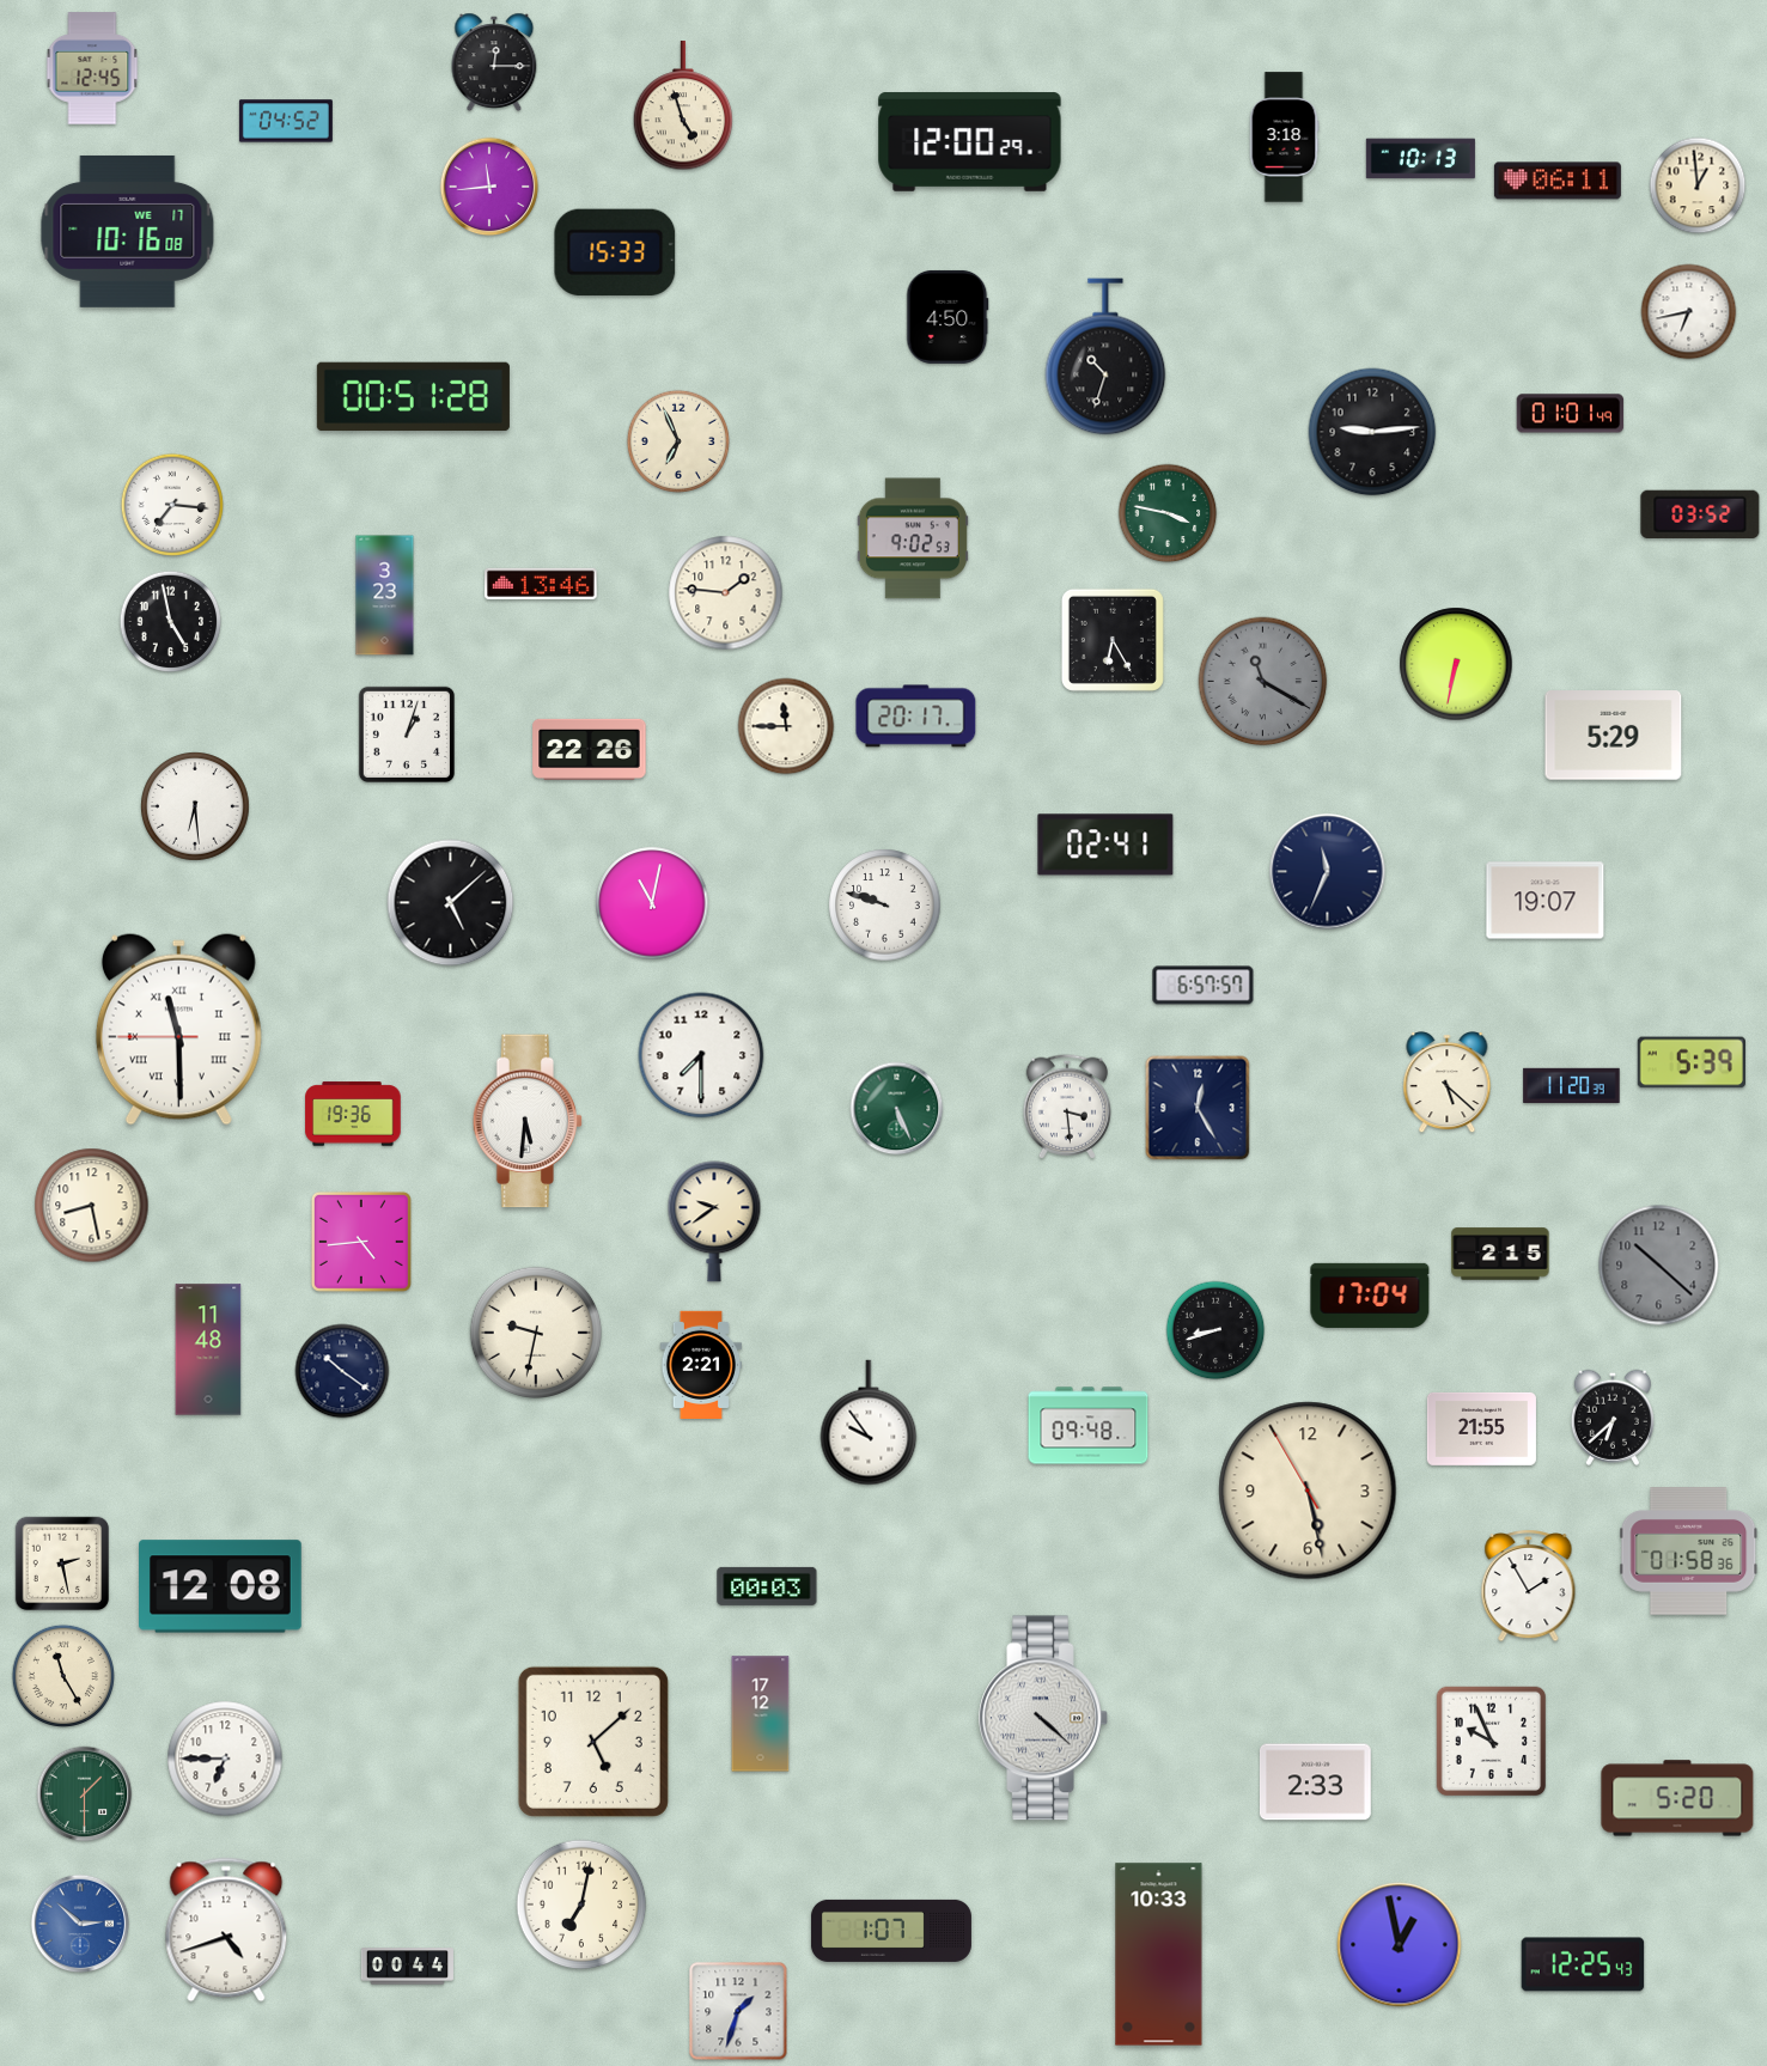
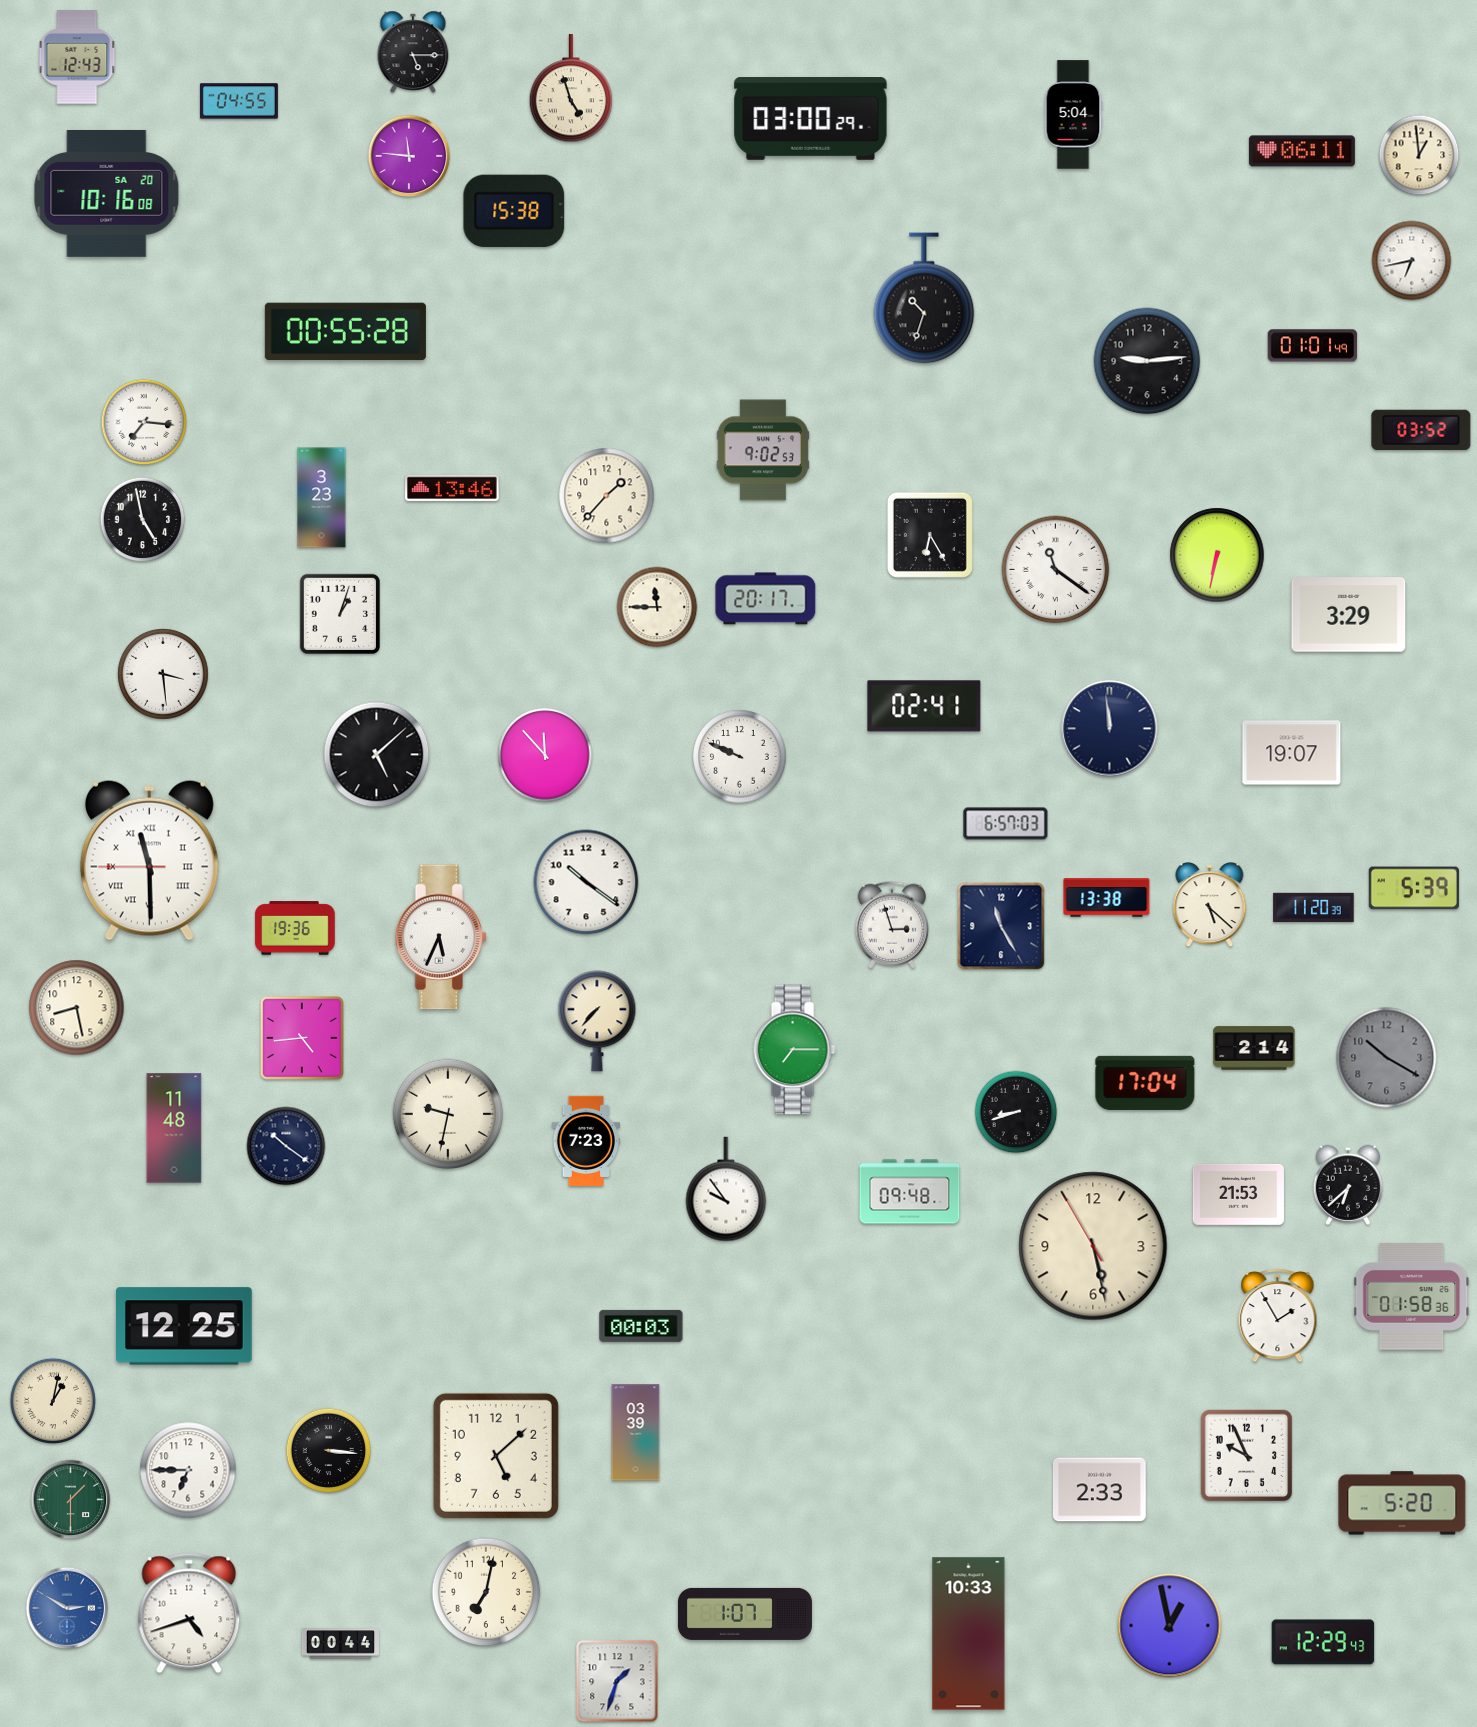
clock at (494, 61): 12:15 -> 5:15
clock at (92, 68): 12:45 -> 12:43
clock at (286, 121): 04:52 -> 04:55
clock at (1284, 138): 3:18 -> 5:04
clock at (970, 142): 12:00 -> 03:00
clock at (1420, 159): 10:13 -> none
clock at (489, 187): 11:44 -> 11:46
clock at (128, 231) date: WE 17 -> SA 20
clock at (615, 252): 15:33 -> 15:38
clock at (948, 317): 4:50 -> none
clock at (413, 397): 00:51 -> 00:55
clock at (678, 441): 6:56 -> none
clock at (1168, 513): 3:47 -> none
clock at (726, 593): 1:46 -> 1:37
clock at (1263, 682): 11:20 -> 11:21
clock at (1263, 682) dial: grey -> white
clock at (1614, 736): 5:29 -> 3:29
clock at (590, 749): 22:26 -> none
clock at (196, 807): 6:29 -> 3:29
clock at (1328, 872): 11:34 -> 11:59
clock at (652, 903): 11:02 -> 11:53
clock at (885, 906): 9:48 -> 9:49
clock at (1204, 986): 6:57:57 -> 6:57:03
clock at (701, 1055): 7:30 -> 10:21
clock at (1107, 898): none -> 13:38
clock at (1067, 1107): 3:29 -> 2:57
clock at (1198, 1108): 12:25 -> 11:25
clock at (897, 1109): 5:26 -> none
clock at (353, 1114) position: (353, 1114) -> (295, 928)
clock at (528, 1121): 5:31 -> 5:34
clock at (714, 1221): 9:39 -> 7:37
clock at (1500, 1254): 2:15 -> 2:14
clock at (794, 1050): none -> 7:15
clock at (1659, 1266): 10:22 -> 10:20
clock at (701, 1364): 2:21 -> 7:23
clock at (1481, 1428): 21:55 -> 21:53
clock at (62, 1564): 2:28 -> none
clock at (221, 1586): 12:08 -> 12:25
clock at (1529, 1586) position: (1529, 1586) -> (1278, 1316)
clock at (63, 1676): 11:25 -> 1:02
clock at (761, 1714): 17:12 -> 03:39
clock at (1043, 1718): 4:22 -> none
clock at (329, 1451): none -> 3:16
clock at (80, 1924): 2:52 -> 2:50
clock at (1583, 1964): 12:25 -> 12:29
